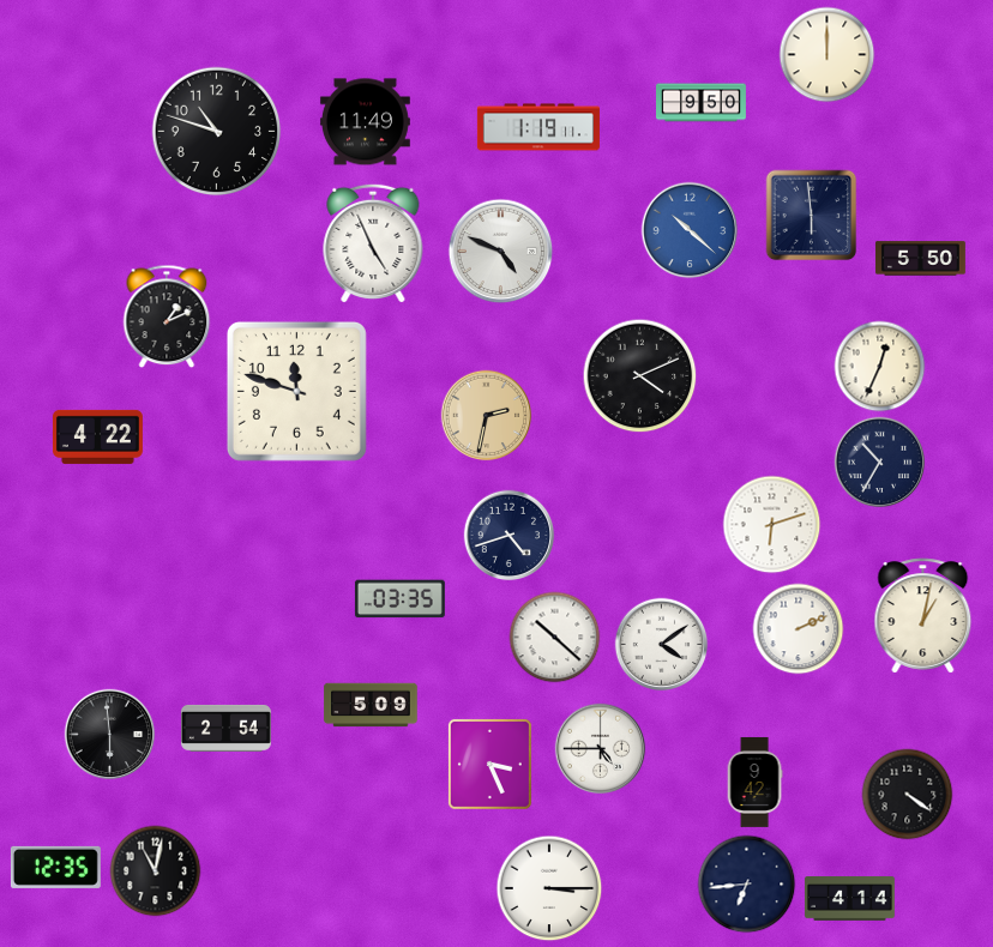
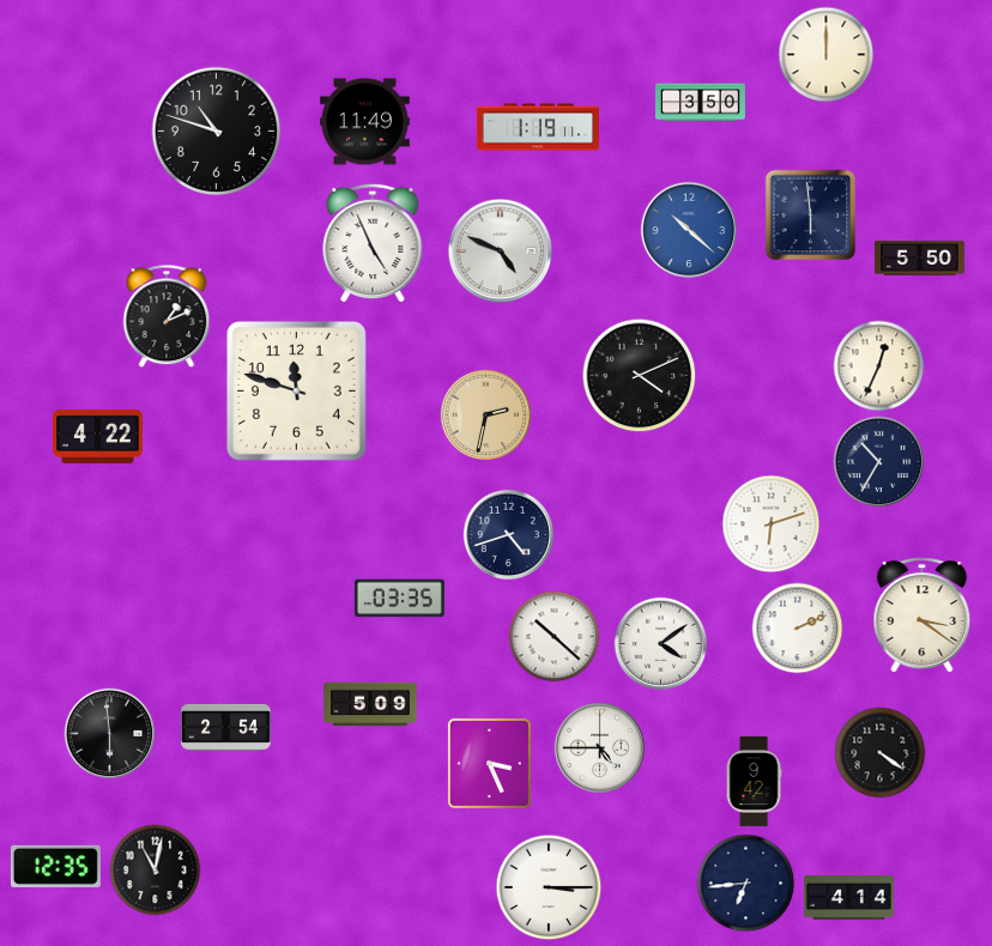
clock at (702, 103): 9:50 -> 3:50
clock at (923, 616): 1:02 -> 3:21
clock at (908, 795) position: (908, 795) -> (881, 753)
